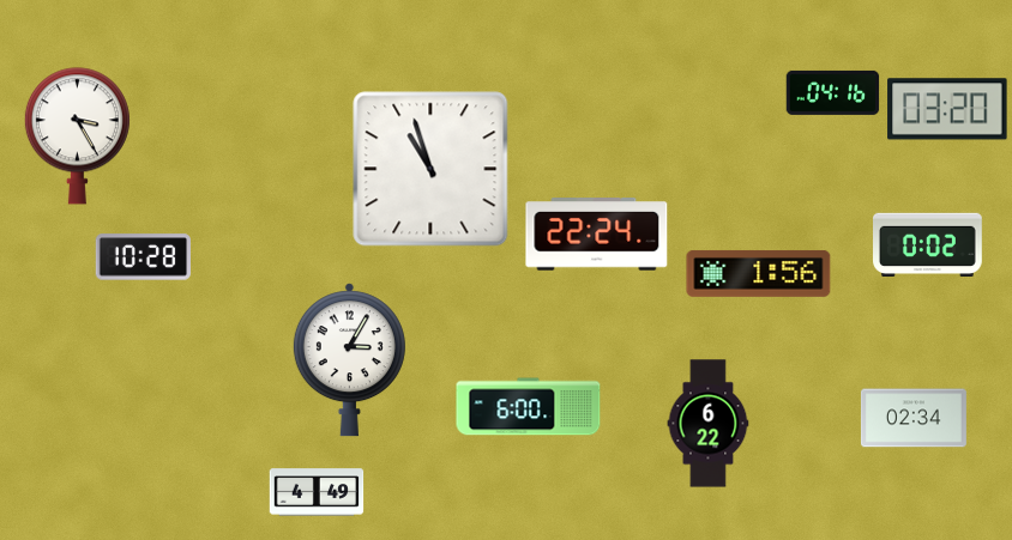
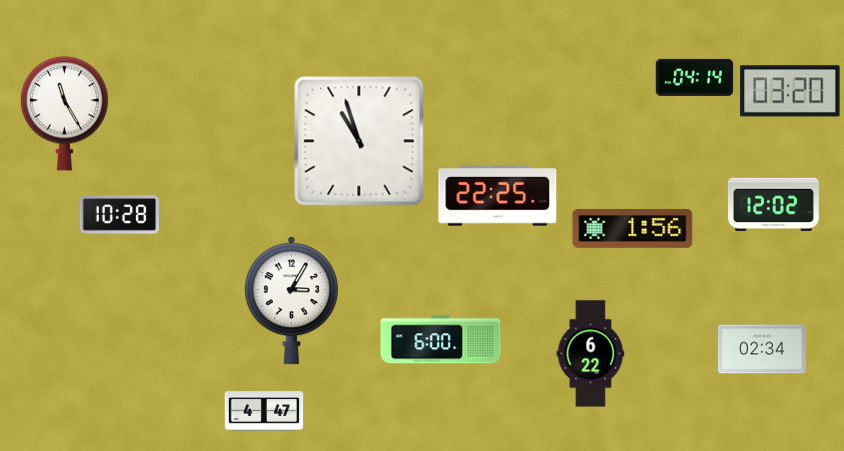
clock at (832, 92): 04:16 -> 04:14
clock at (77, 136): 3:25 -> 11:25
clock at (597, 235): 22:24 -> 22:25
clock at (928, 244): 0:02 -> 12:02
clock at (317, 492): 4:49 -> 4:47
